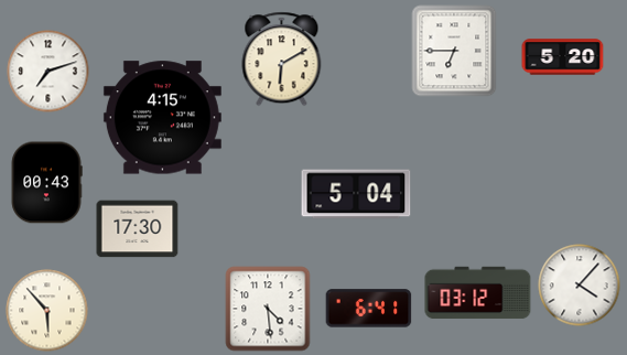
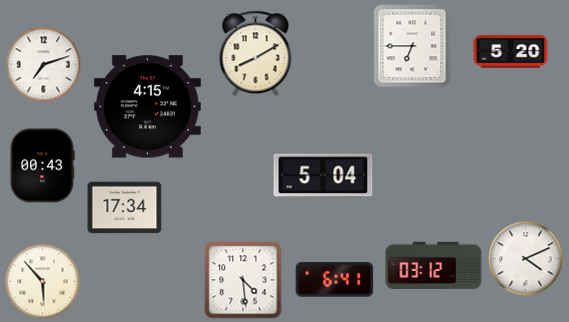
clock at (282, 60): 6:10 -> 8:10
clock at (138, 229): 17:30 -> 17:34
clock at (580, 286): 4:07 -> 4:11
